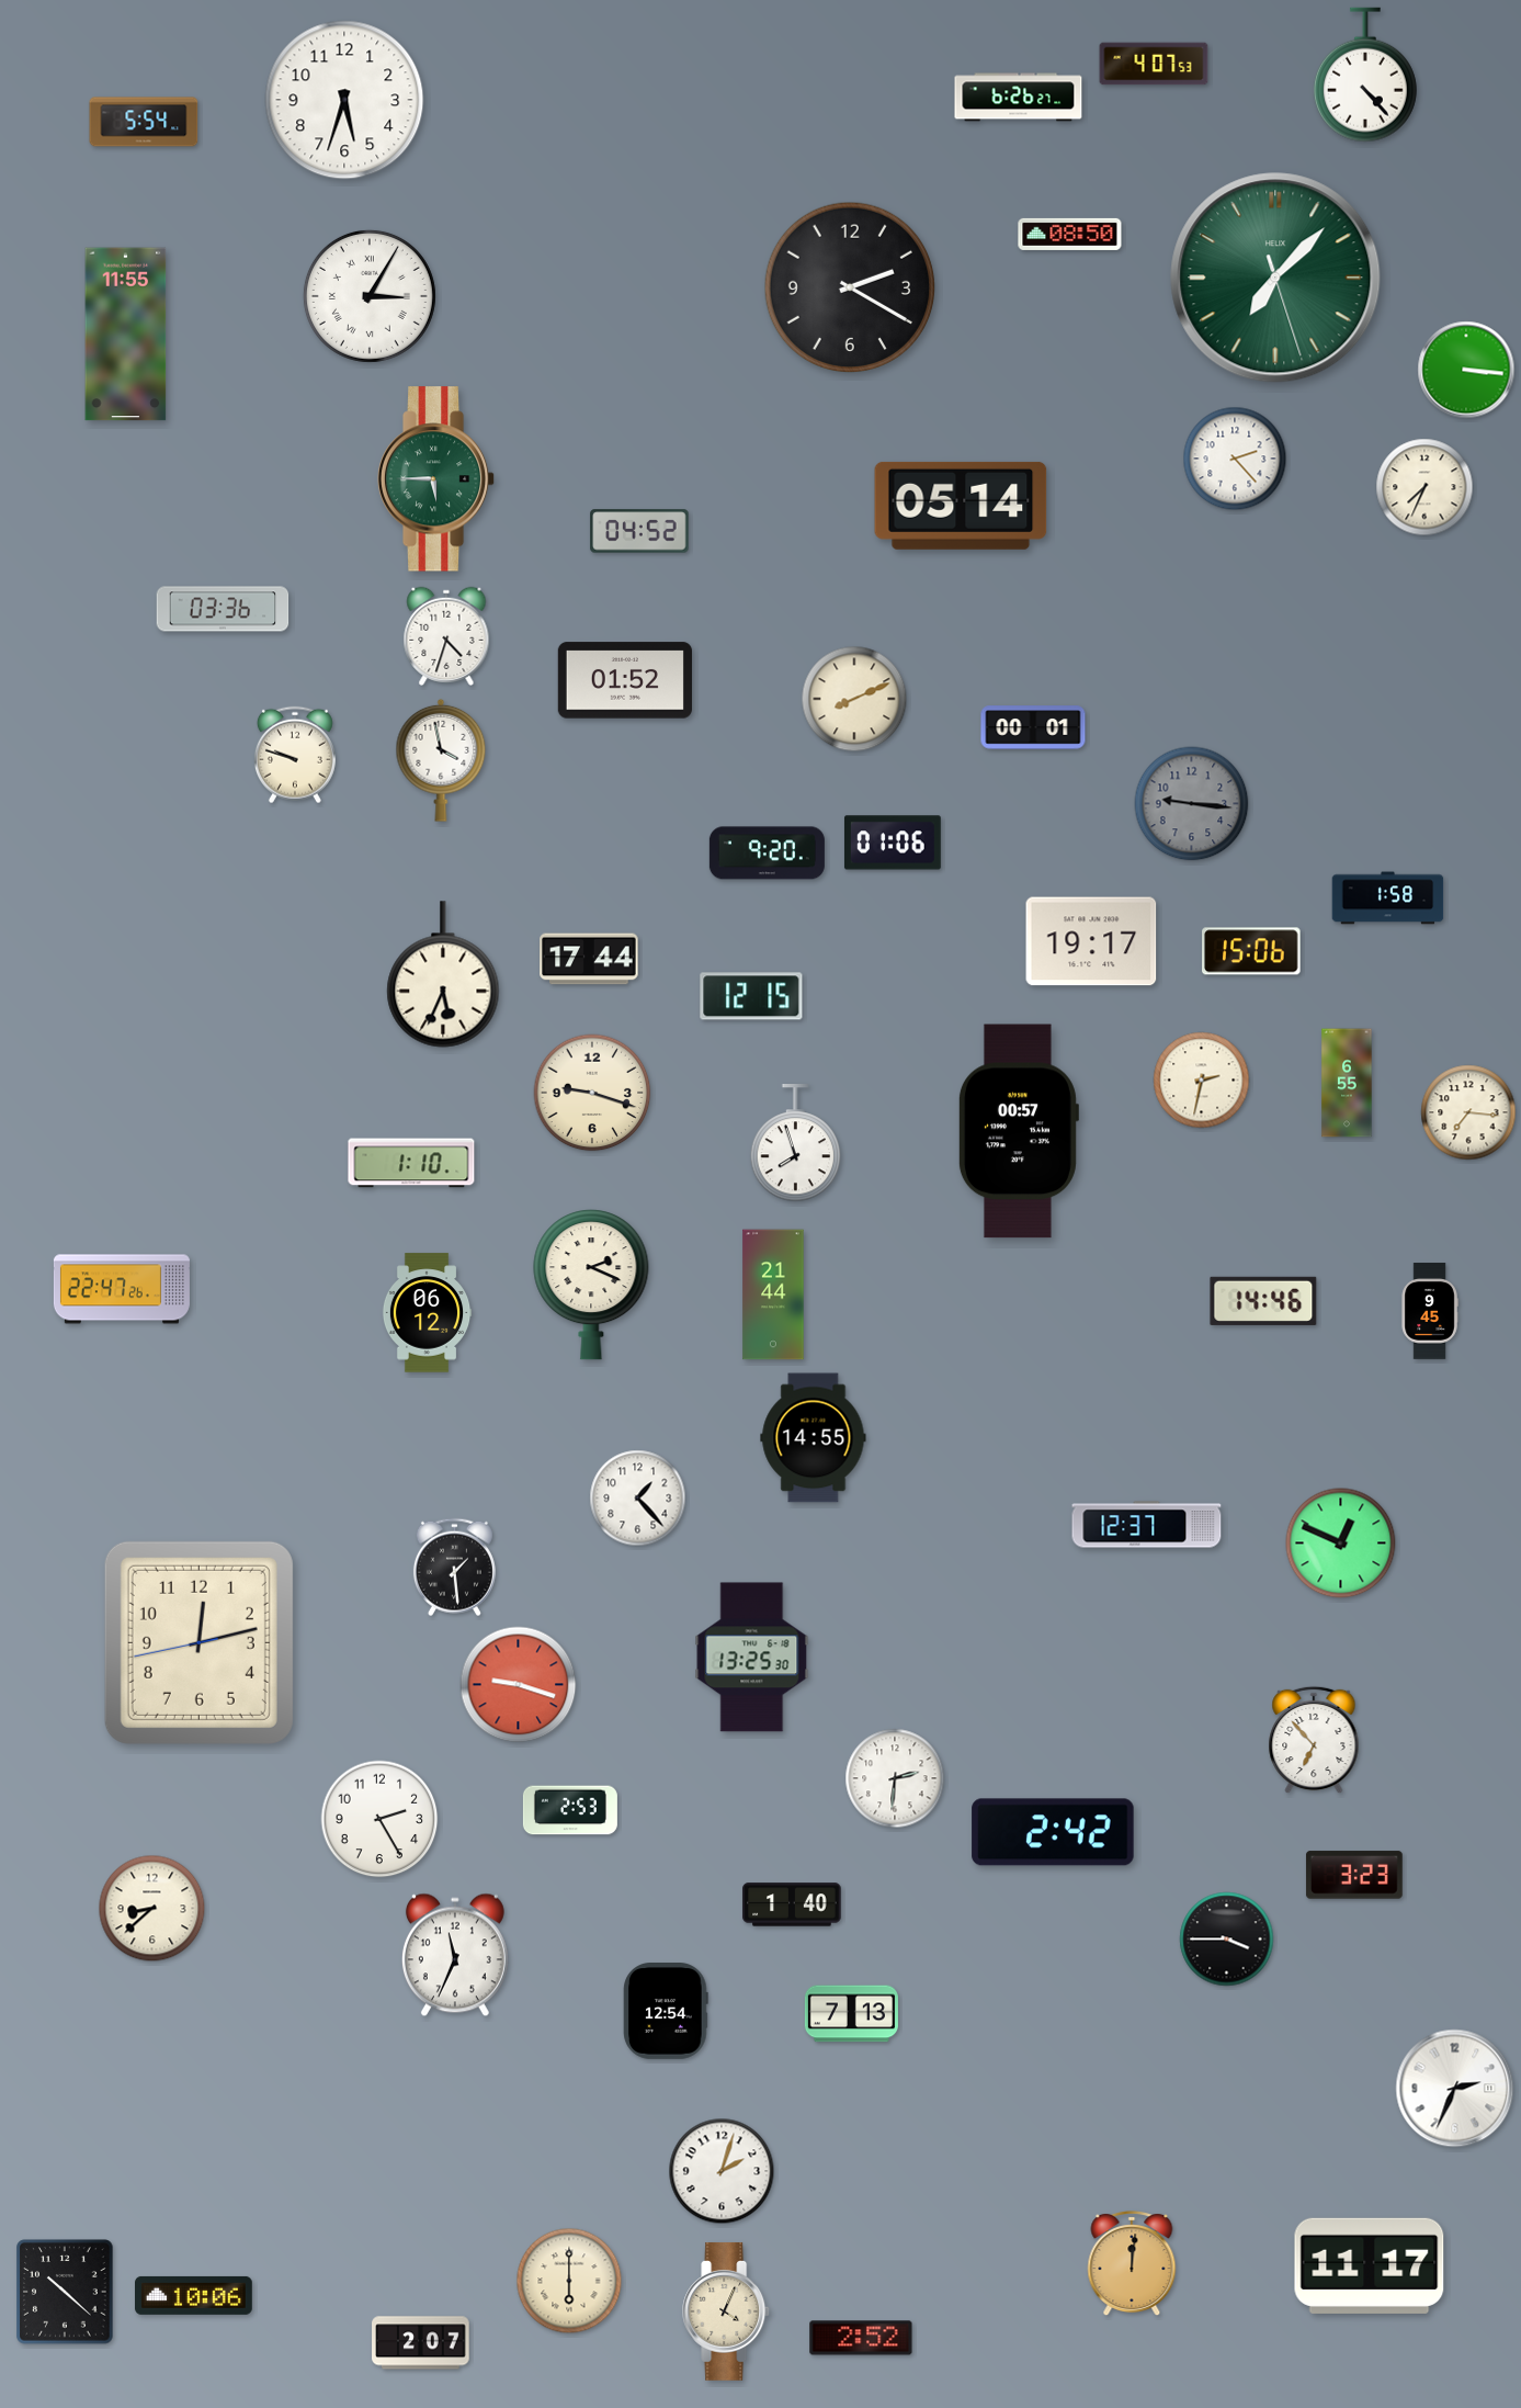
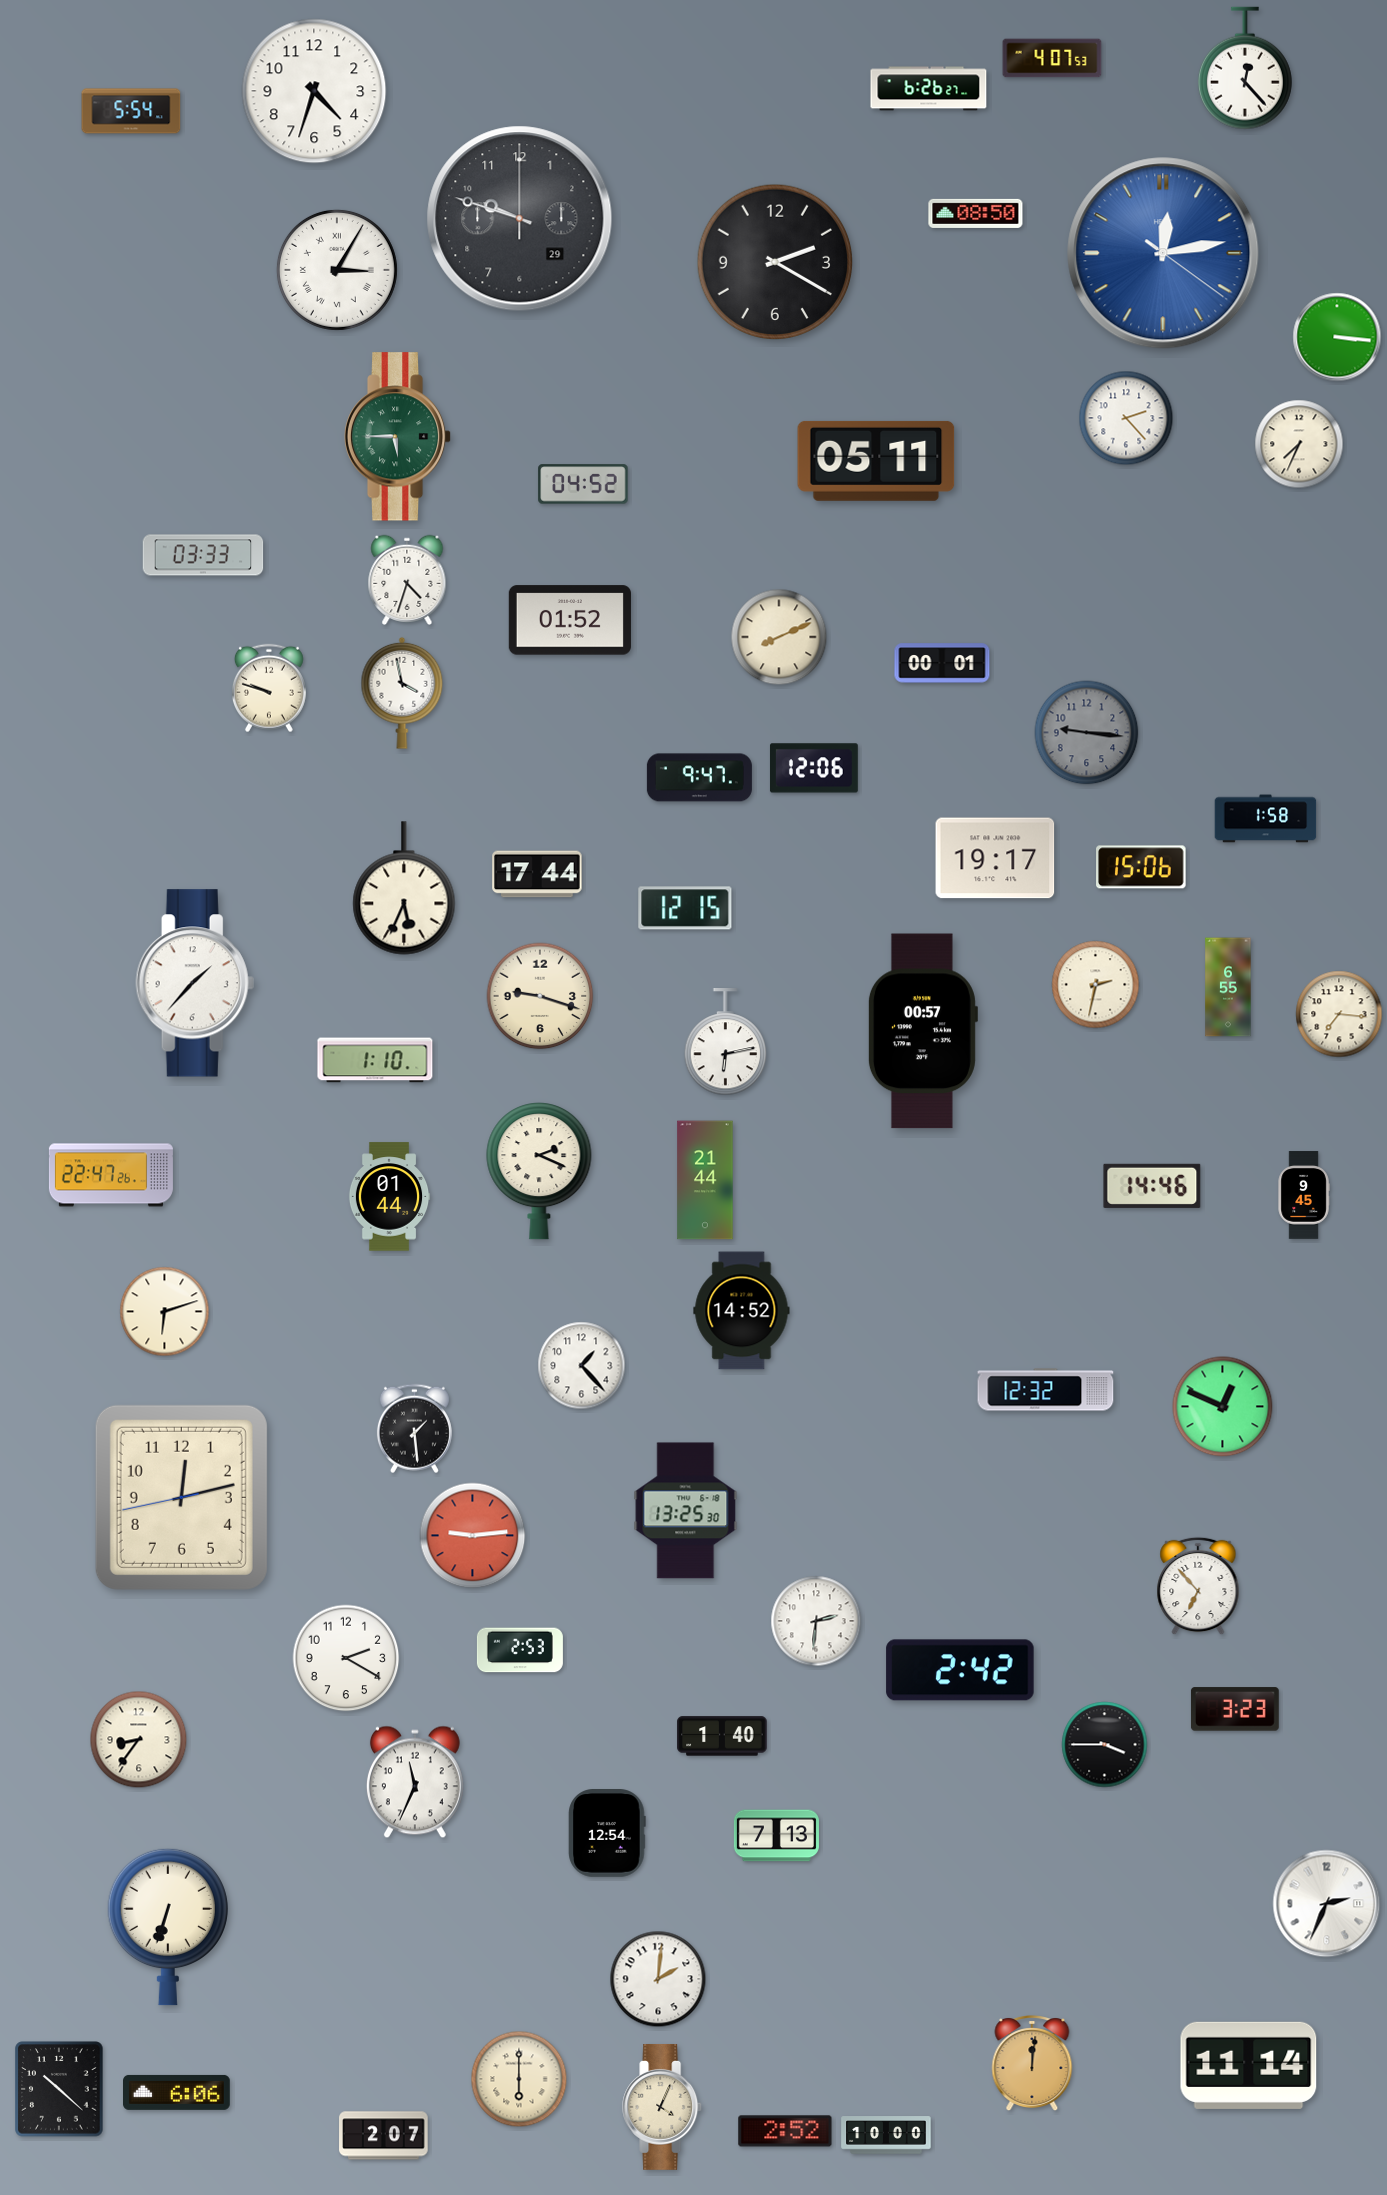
clock at (1365, 75): 4:23 -> 12:23
clock at (344, 100): 5:33 -> 4:33
clock at (520, 219): none -> 9:48
clock at (1275, 278): 7:07 -> 12:13
clock at (1275, 278) dial: green -> blue
clock at (126, 335): 11:55 -> none
clock at (961, 506): 05:14 -> 05:11
clock at (223, 609): 03:36 -> 03:33
clock at (893, 843): 01:06 -> 12:06
clock at (767, 853): 9:20 -> 9:47
clock at (195, 983): none -> 1:37
clock at (1018, 1131) position: (1018, 1131) -> (922, 1031)
clock at (796, 1143): 7:57 -> 6:13
clock at (427, 1313): 06:12 -> 01:44
clock at (814, 1438): 14:55 -> 14:52
clock at (165, 1312): none -> 6:12
clock at (1147, 1525): 12:37 -> 12:32
clock at (519, 1685): 9:18 -> 9:14
clock at (379, 1819): 2:25 -> 2:20
clock at (152, 1909): 8:38 -> 8:36
clock at (1227, 1940) position: (1227, 1940) -> (1105, 1745)
clock at (168, 1927): none -> 6:33
clock at (722, 2171): 2:03 -> 2:01
clock at (1370, 2265): 11:17 -> 11:14
clock at (194, 2295): 10:06 -> 6:06
clock at (886, 2135): none -> 10:00
